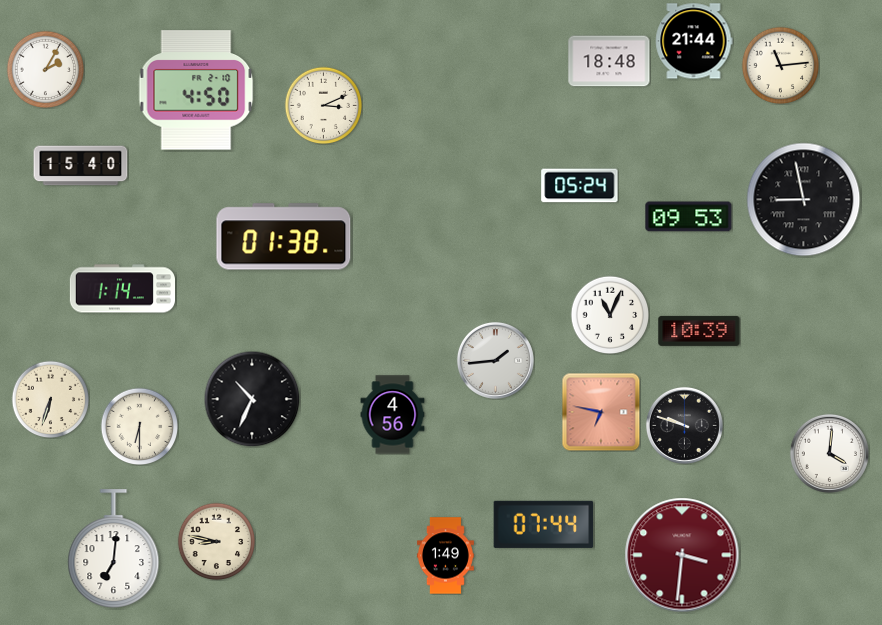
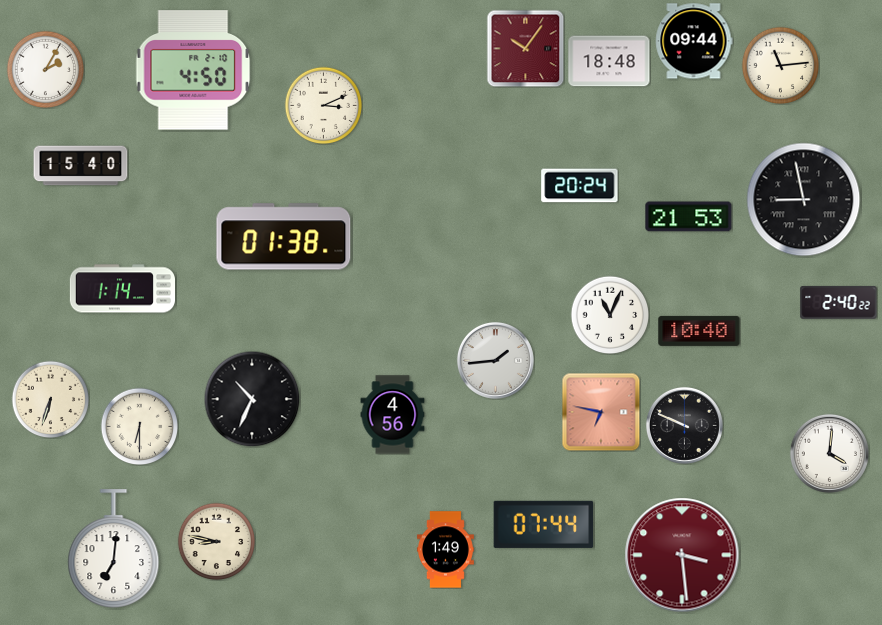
clock at (694, 41): 21:44 -> 09:44
clock at (525, 48): none -> 10:06
clock at (196, 90) position: (196, 90) -> (193, 70)
clock at (580, 186): 05:24 -> 20:24
clock at (689, 217): 09:53 -> 21:53
clock at (839, 303): none -> 2:40
clock at (699, 331): 10:39 -> 10:40
clock at (684, 425): 9:48 -> 9:49
clock at (682, 555): 3:31 -> 3:29
clock at (445, 556) position: (445, 556) -> (445, 550)
